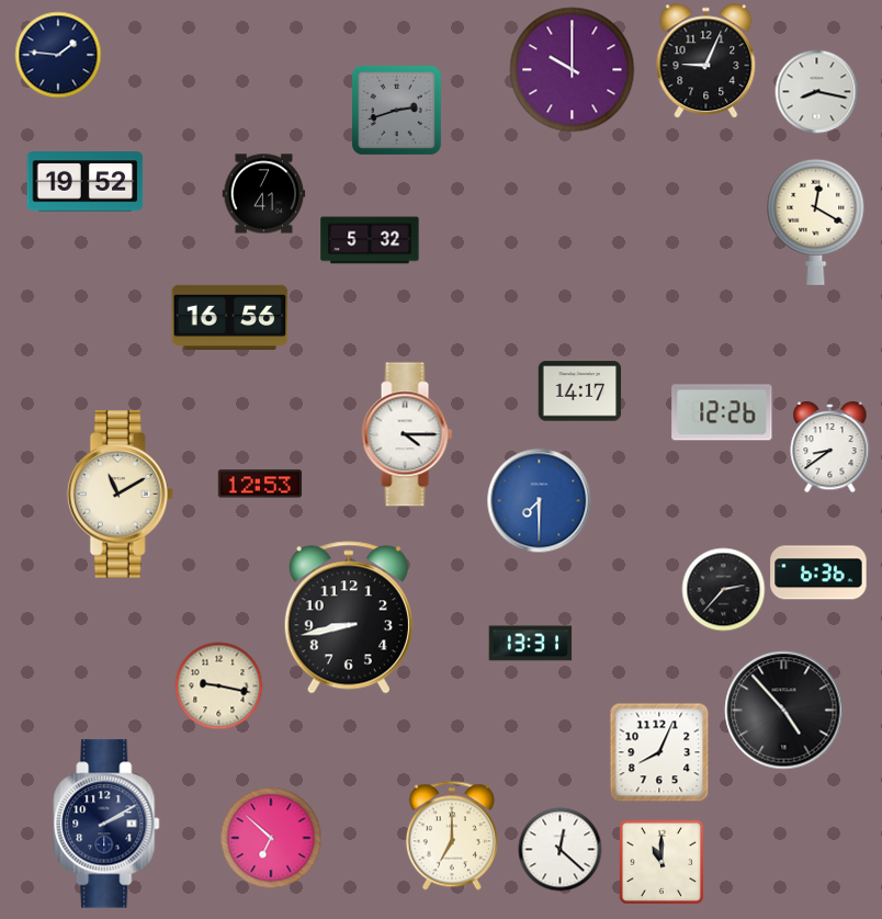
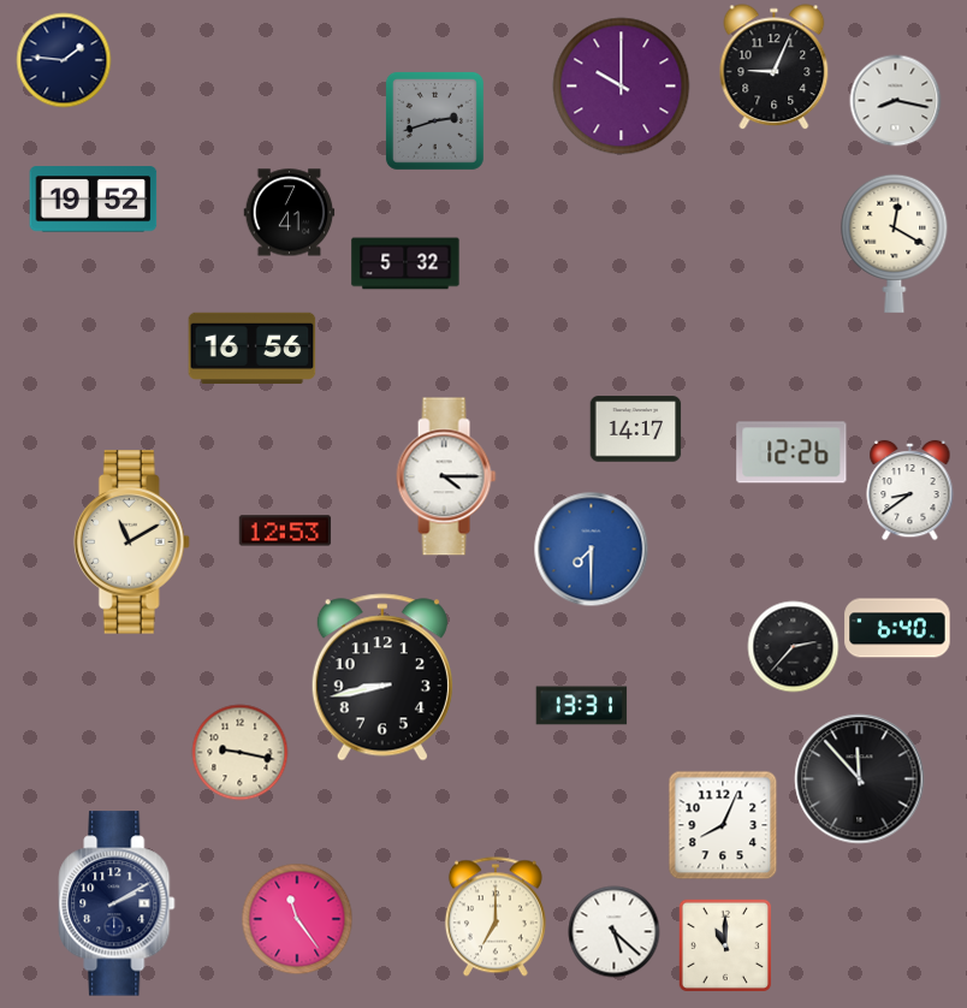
clock at (573, 70) position: (573, 70) -> (622, 87)
clock at (818, 572): 6:36 -> 6:40
clock at (784, 711): 4:53 -> 11:53
clock at (271, 838): 6:52 -> 11:24
clock at (561, 850): 12:22 -> 5:22
